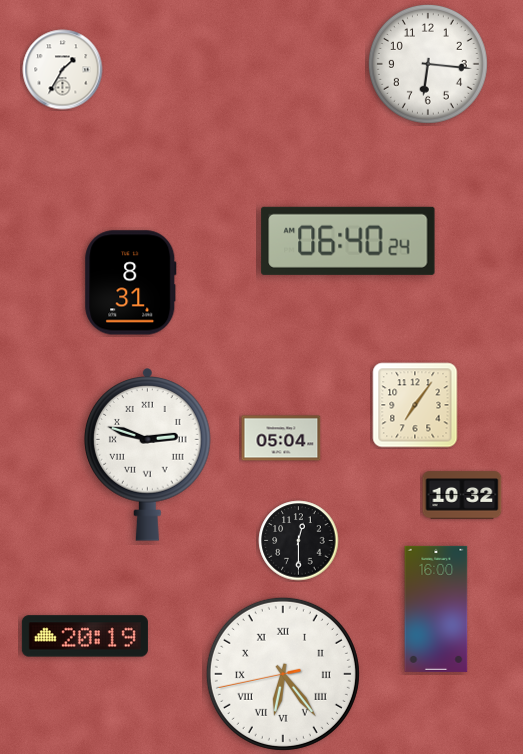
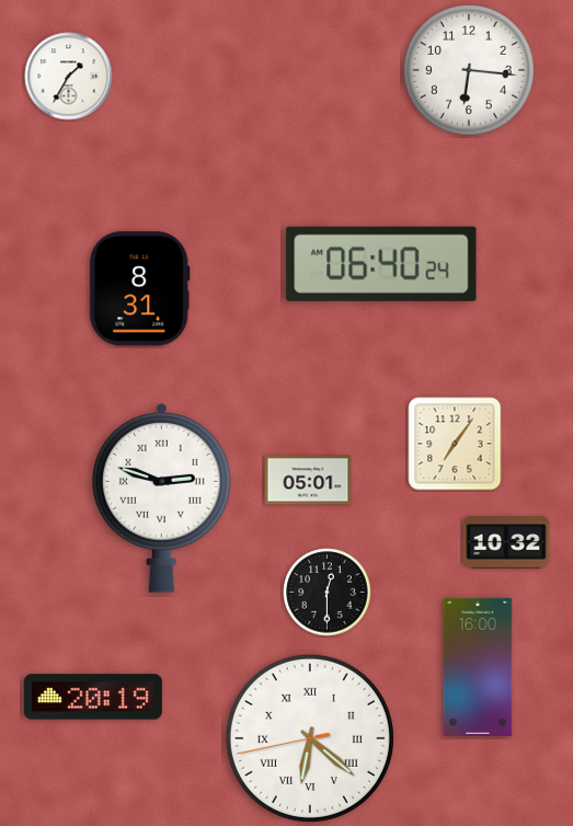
clock at (131, 283) position: (131, 283) -> (140, 289)
clock at (281, 438): 05:04 -> 05:01
clock at (283, 674): 6:23 -> 6:21
